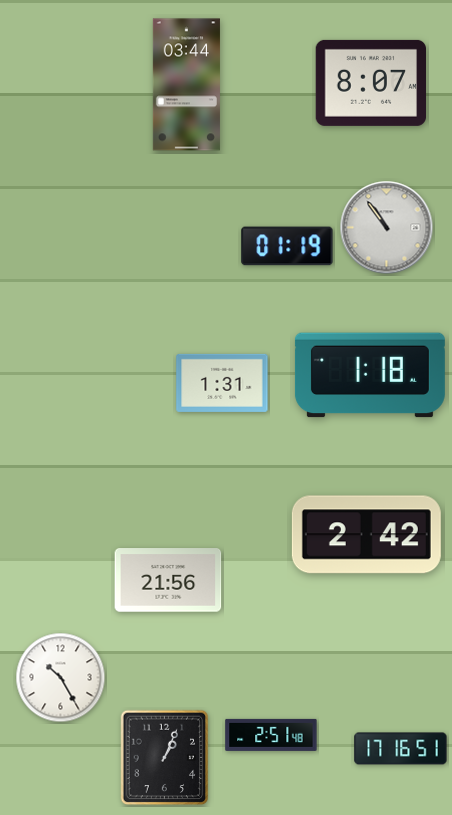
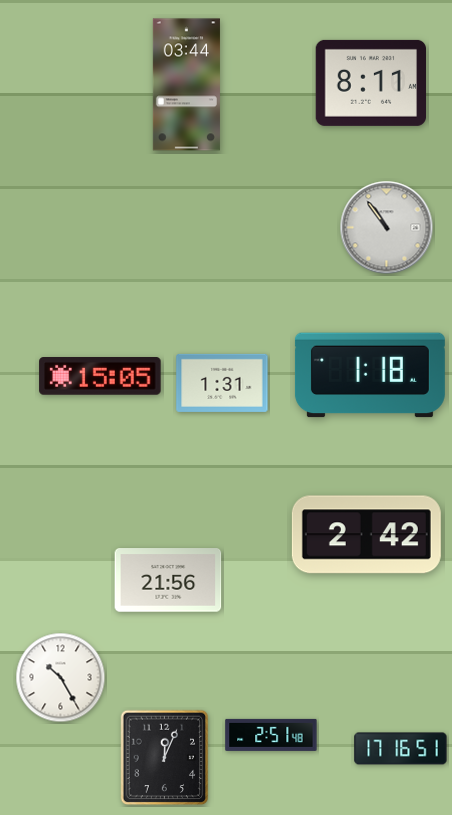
clock at (370, 83): 8:07 -> 8:11
clock at (287, 246): 01:19 -> none
clock at (100, 377): none -> 15:05
clock at (165, 758): 1:04 -> 12:04
